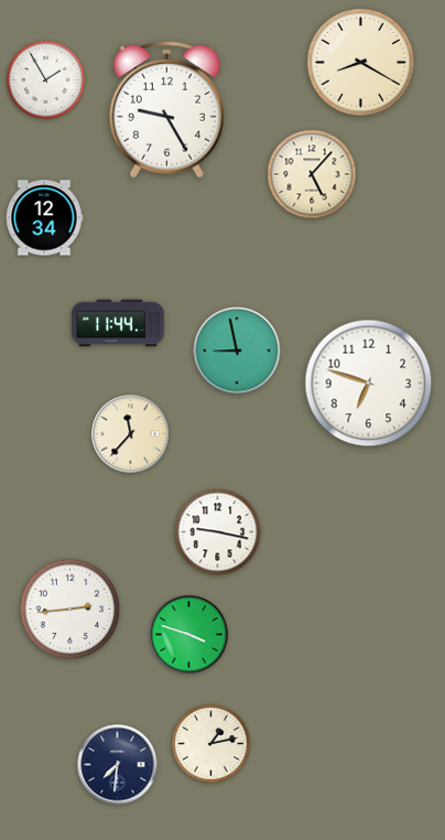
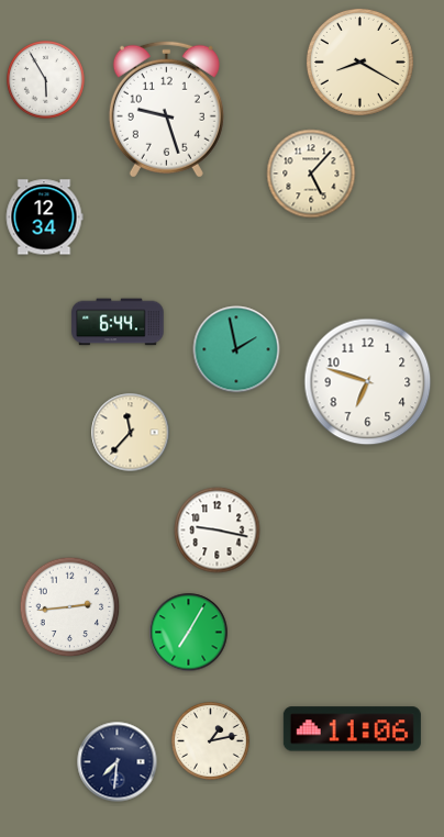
clock at (46, 80): 1:55 -> 5:55
clock at (166, 109): 9:25 -> 9:27
clock at (118, 323): 11:44 -> 6:44
clock at (237, 351): 8:58 -> 1:58
clock at (189, 635): 3:48 -> 7:05
clock at (352, 729): none -> 11:06
